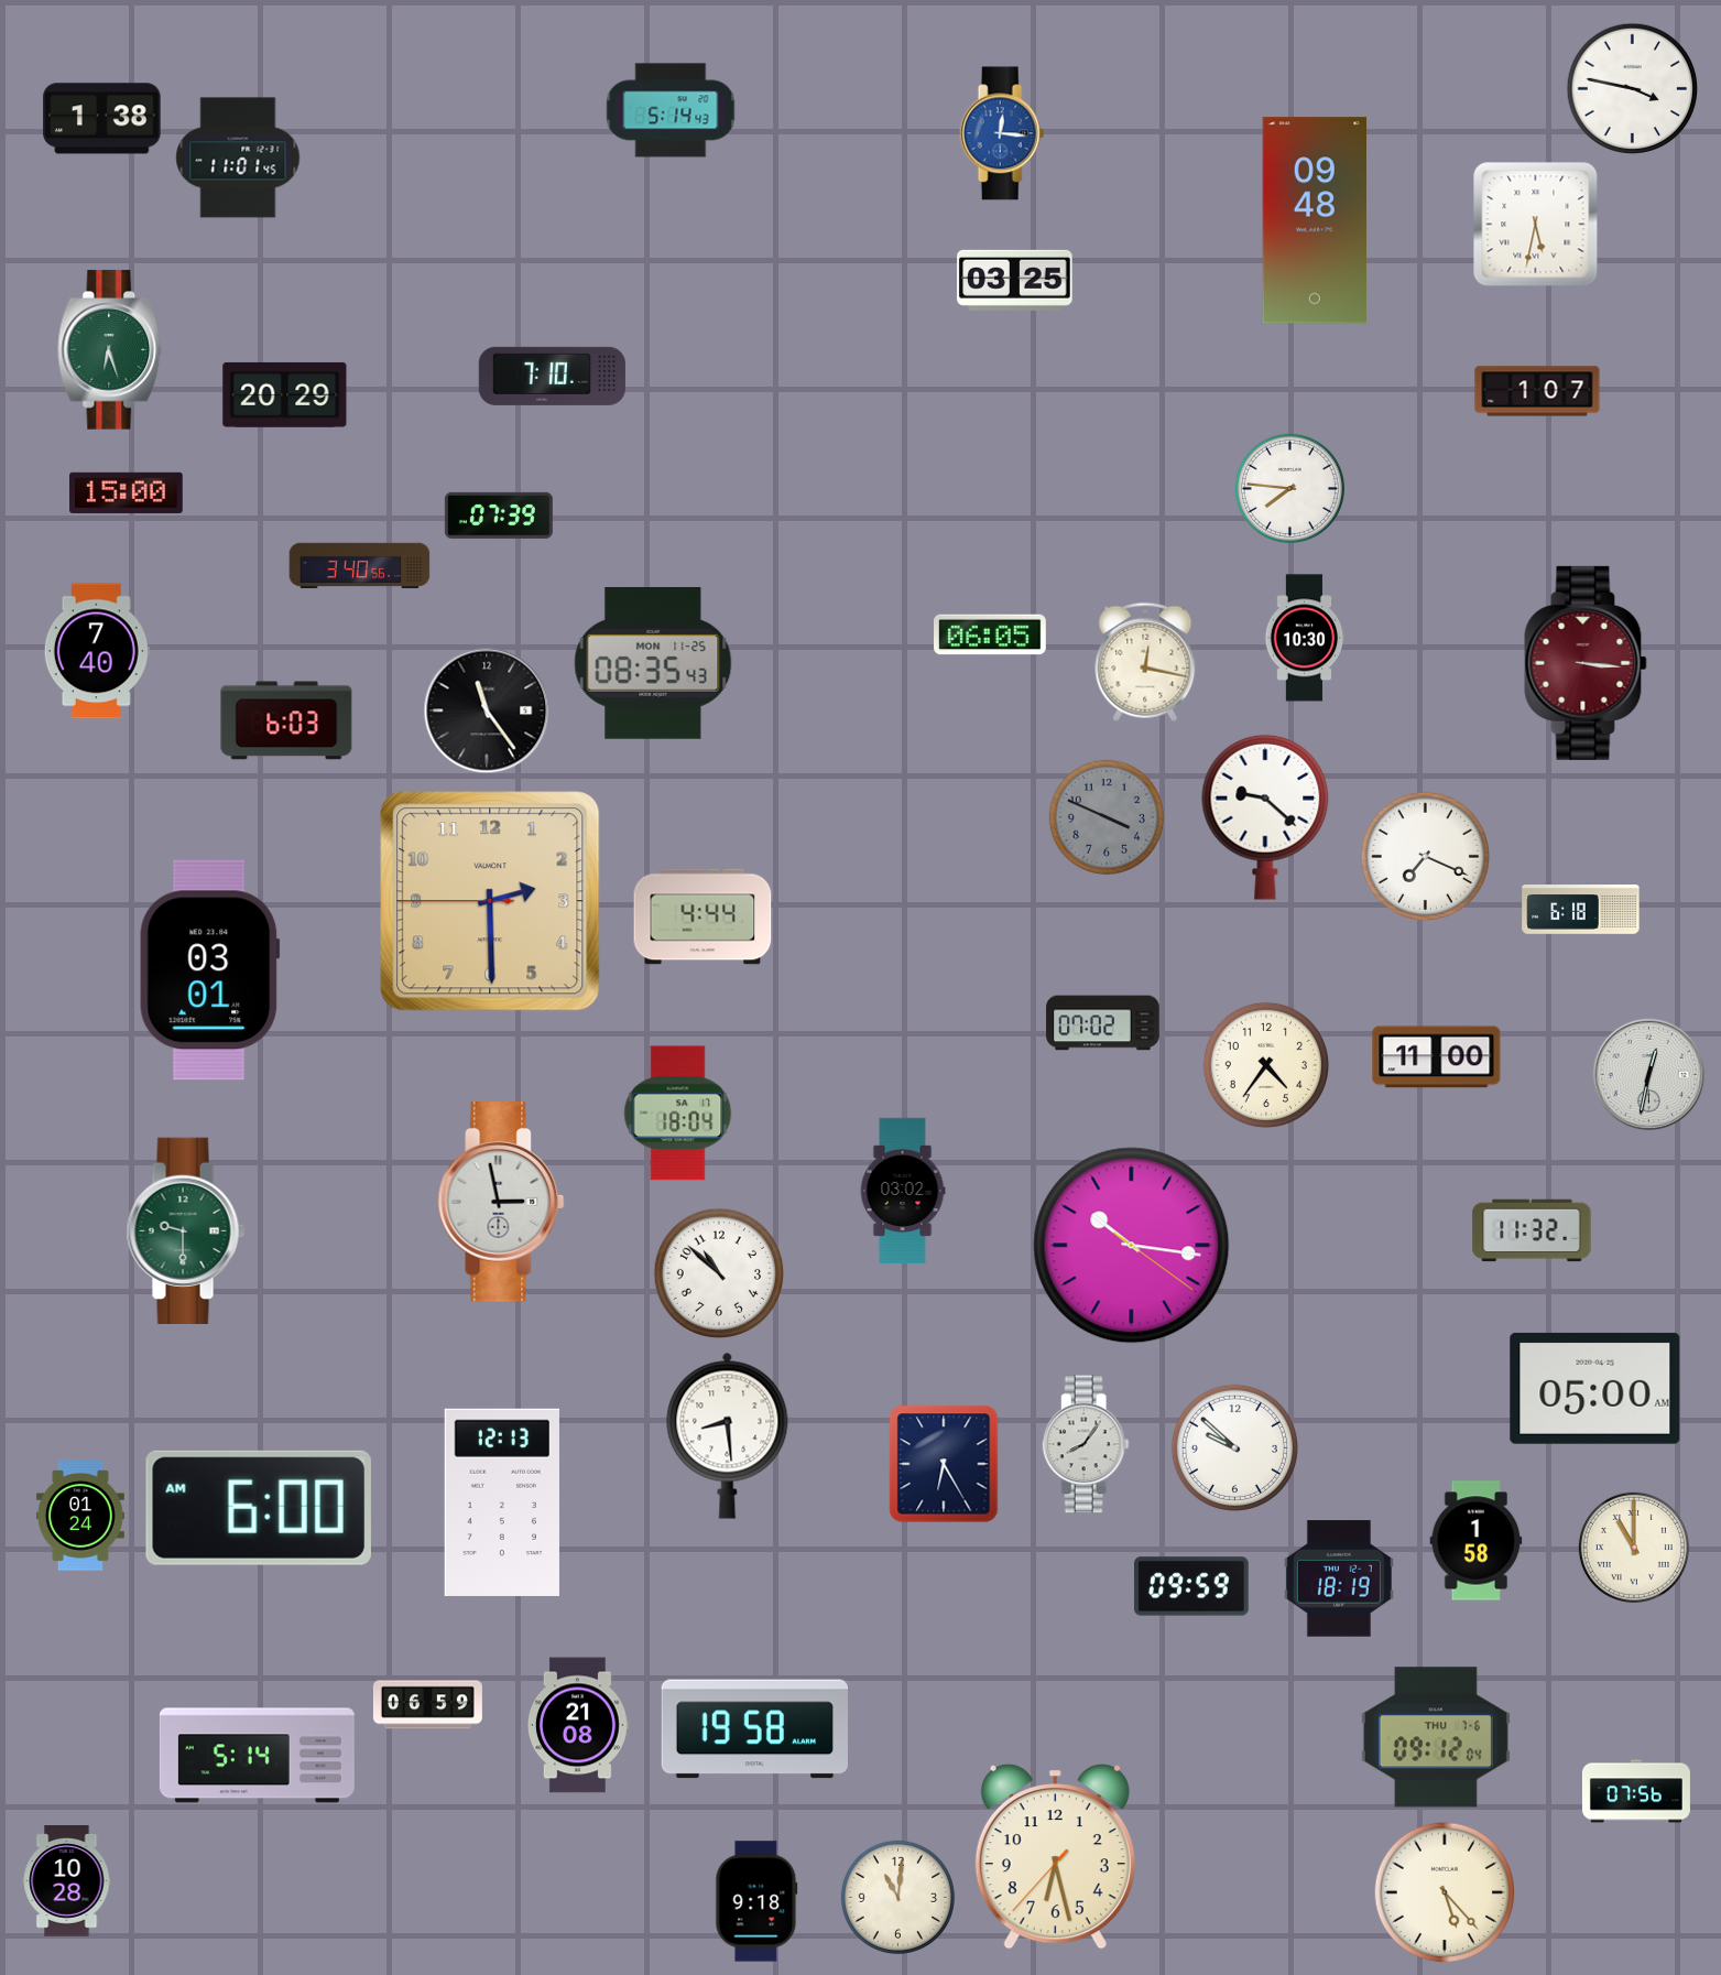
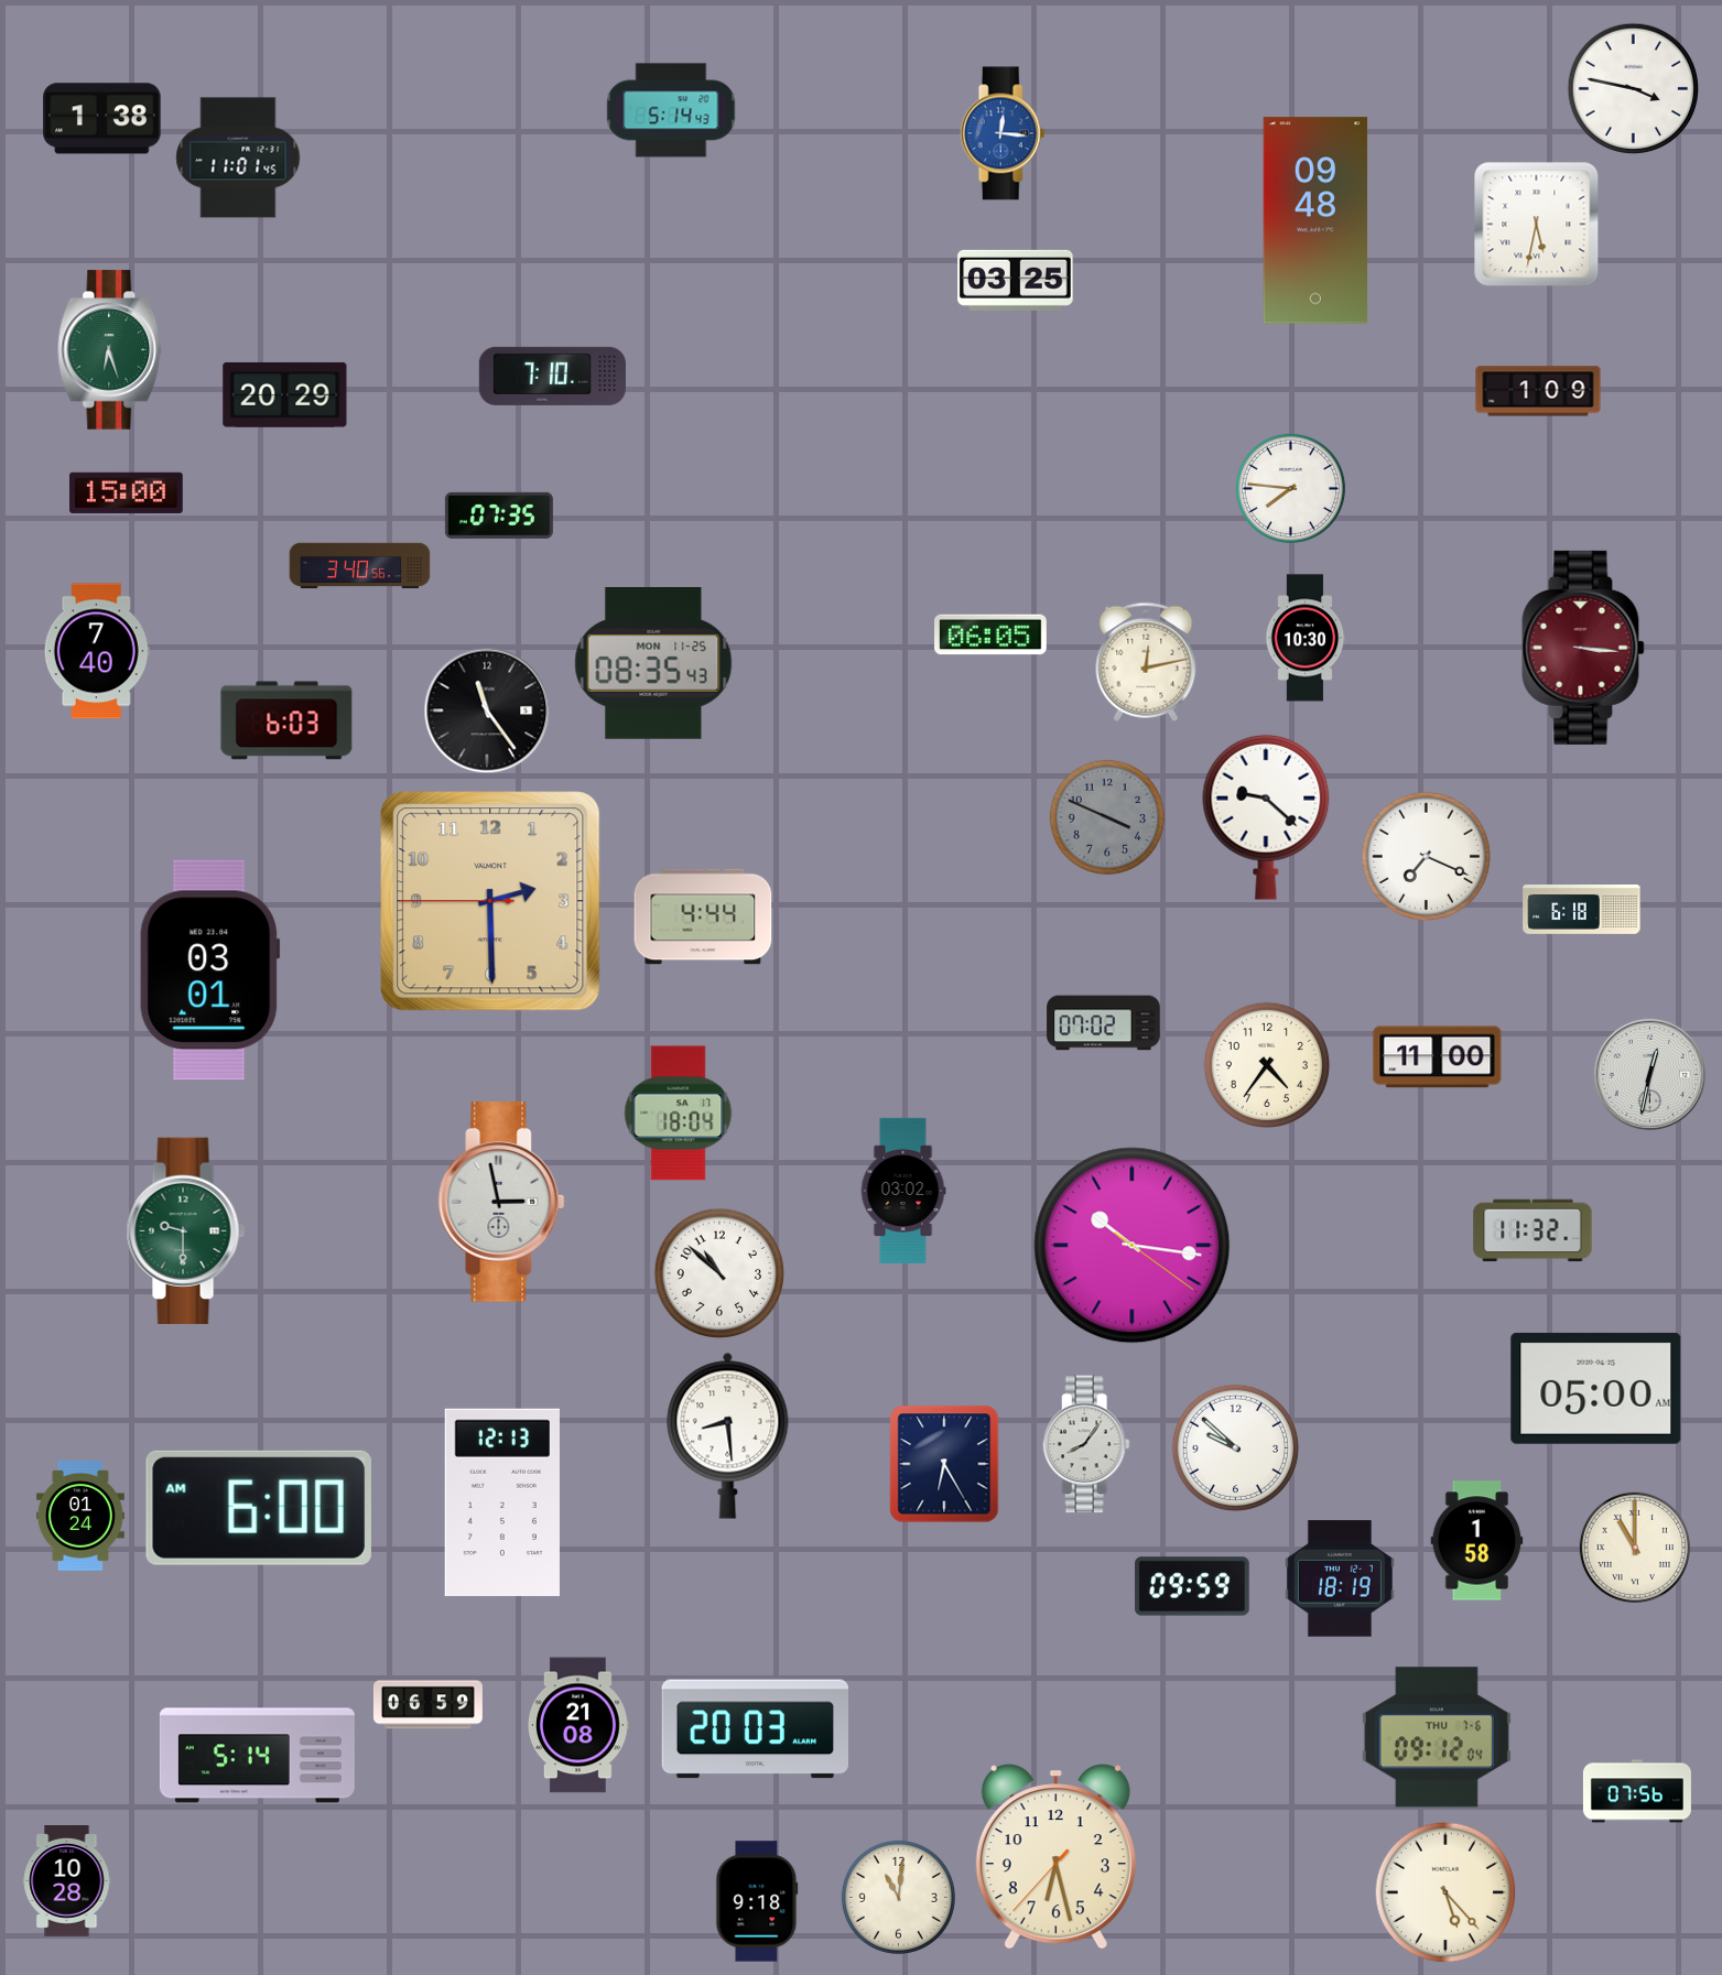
clock at (1537, 391): 1:07 -> 1:09
clock at (499, 516): 07:39 -> 07:35
clock at (1145, 662): 12:17 -> 12:13
clock at (1586, 663) position: (1586, 663) -> (1583, 648)
clock at (754, 1729): 19:58 -> 20:03
